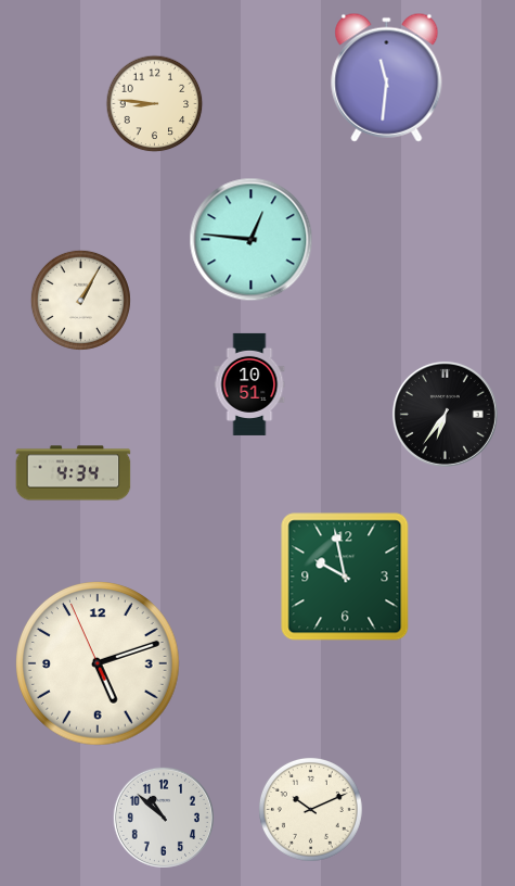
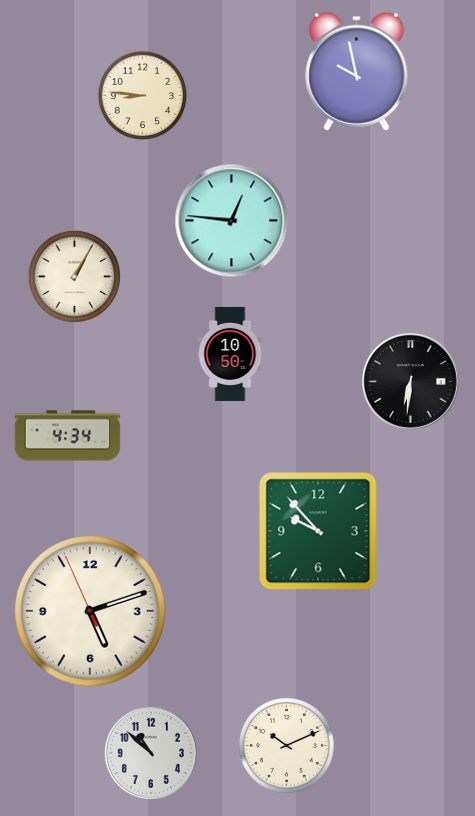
clock at (387, 77): 11:31 -> 9:58
clock at (249, 384): 10:51 -> 10:50
clock at (445, 414): 6:36 -> 6:31
clock at (345, 577): 9:58 -> 9:53
